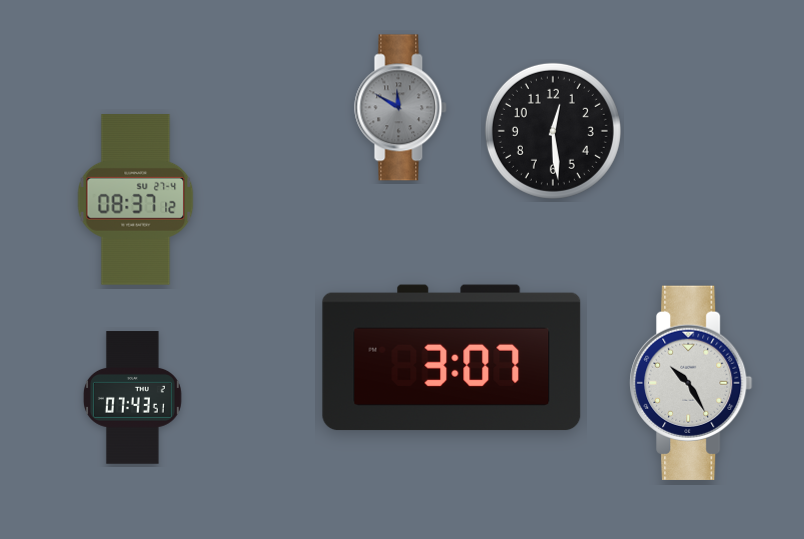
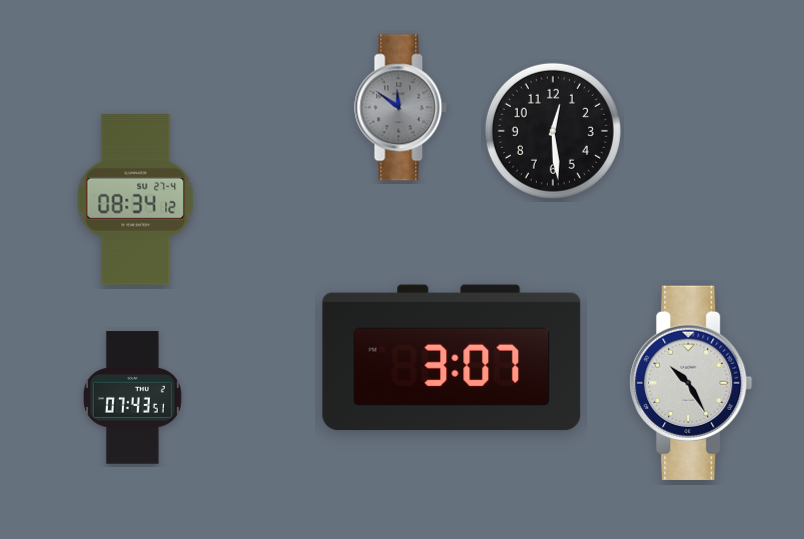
clock at (401, 108): 11:50 -> 11:51
clock at (136, 200): 08:37 -> 08:34
